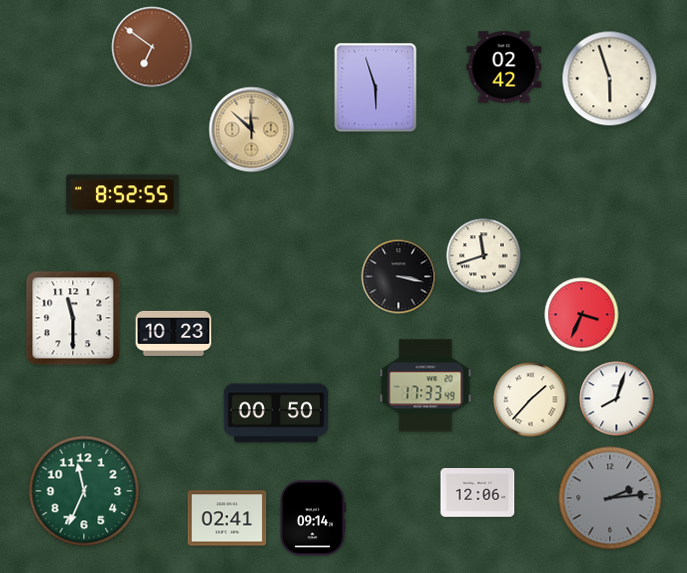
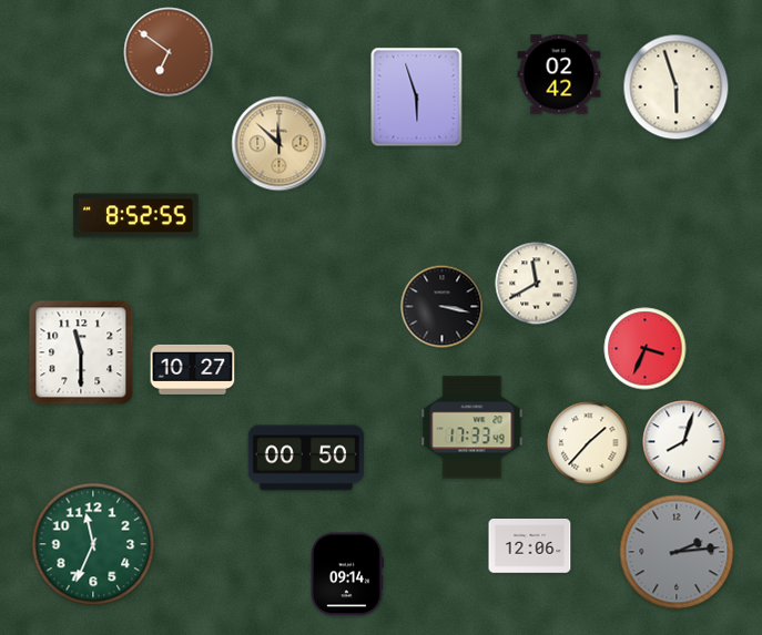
clock at (484, 256): 11:42 -> 11:40
clock at (174, 333): 10:23 -> 10:27
clock at (227, 518): 02:41 -> none
